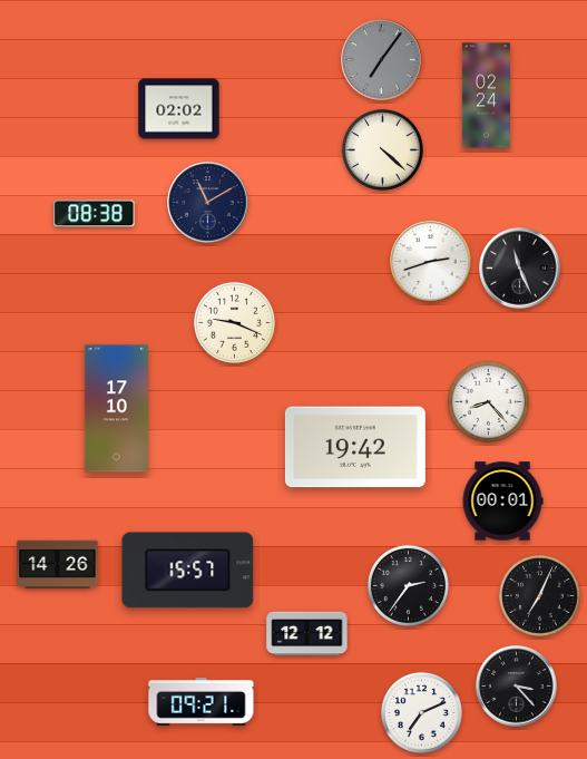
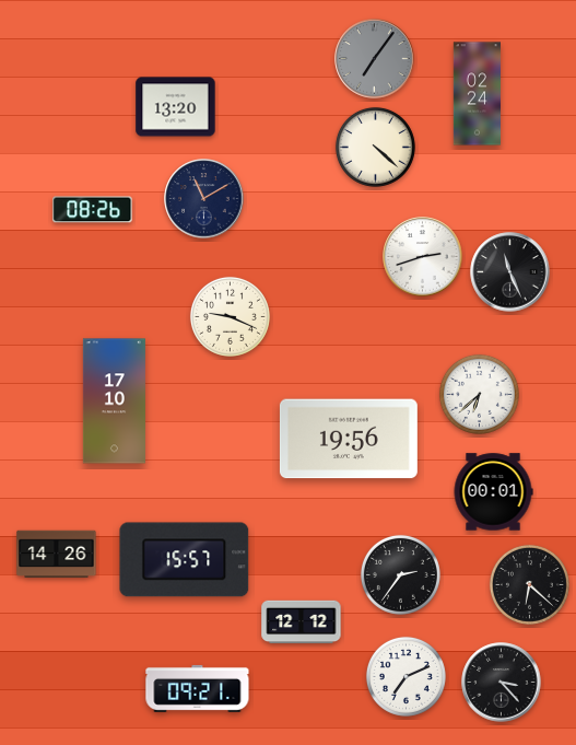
clock at (179, 109): 02:02 -> 13:20
clock at (95, 214): 08:38 -> 08:26
clock at (520, 269) position: (520, 269) -> (510, 272)
clock at (488, 401): 8:23 -> 6:38
clock at (355, 447): 19:42 -> 19:56
clock at (539, 595): 7:04 -> 6:22
clock at (517, 687) position: (517, 687) -> (502, 683)
clock at (421, 712) position: (421, 712) -> (405, 676)
